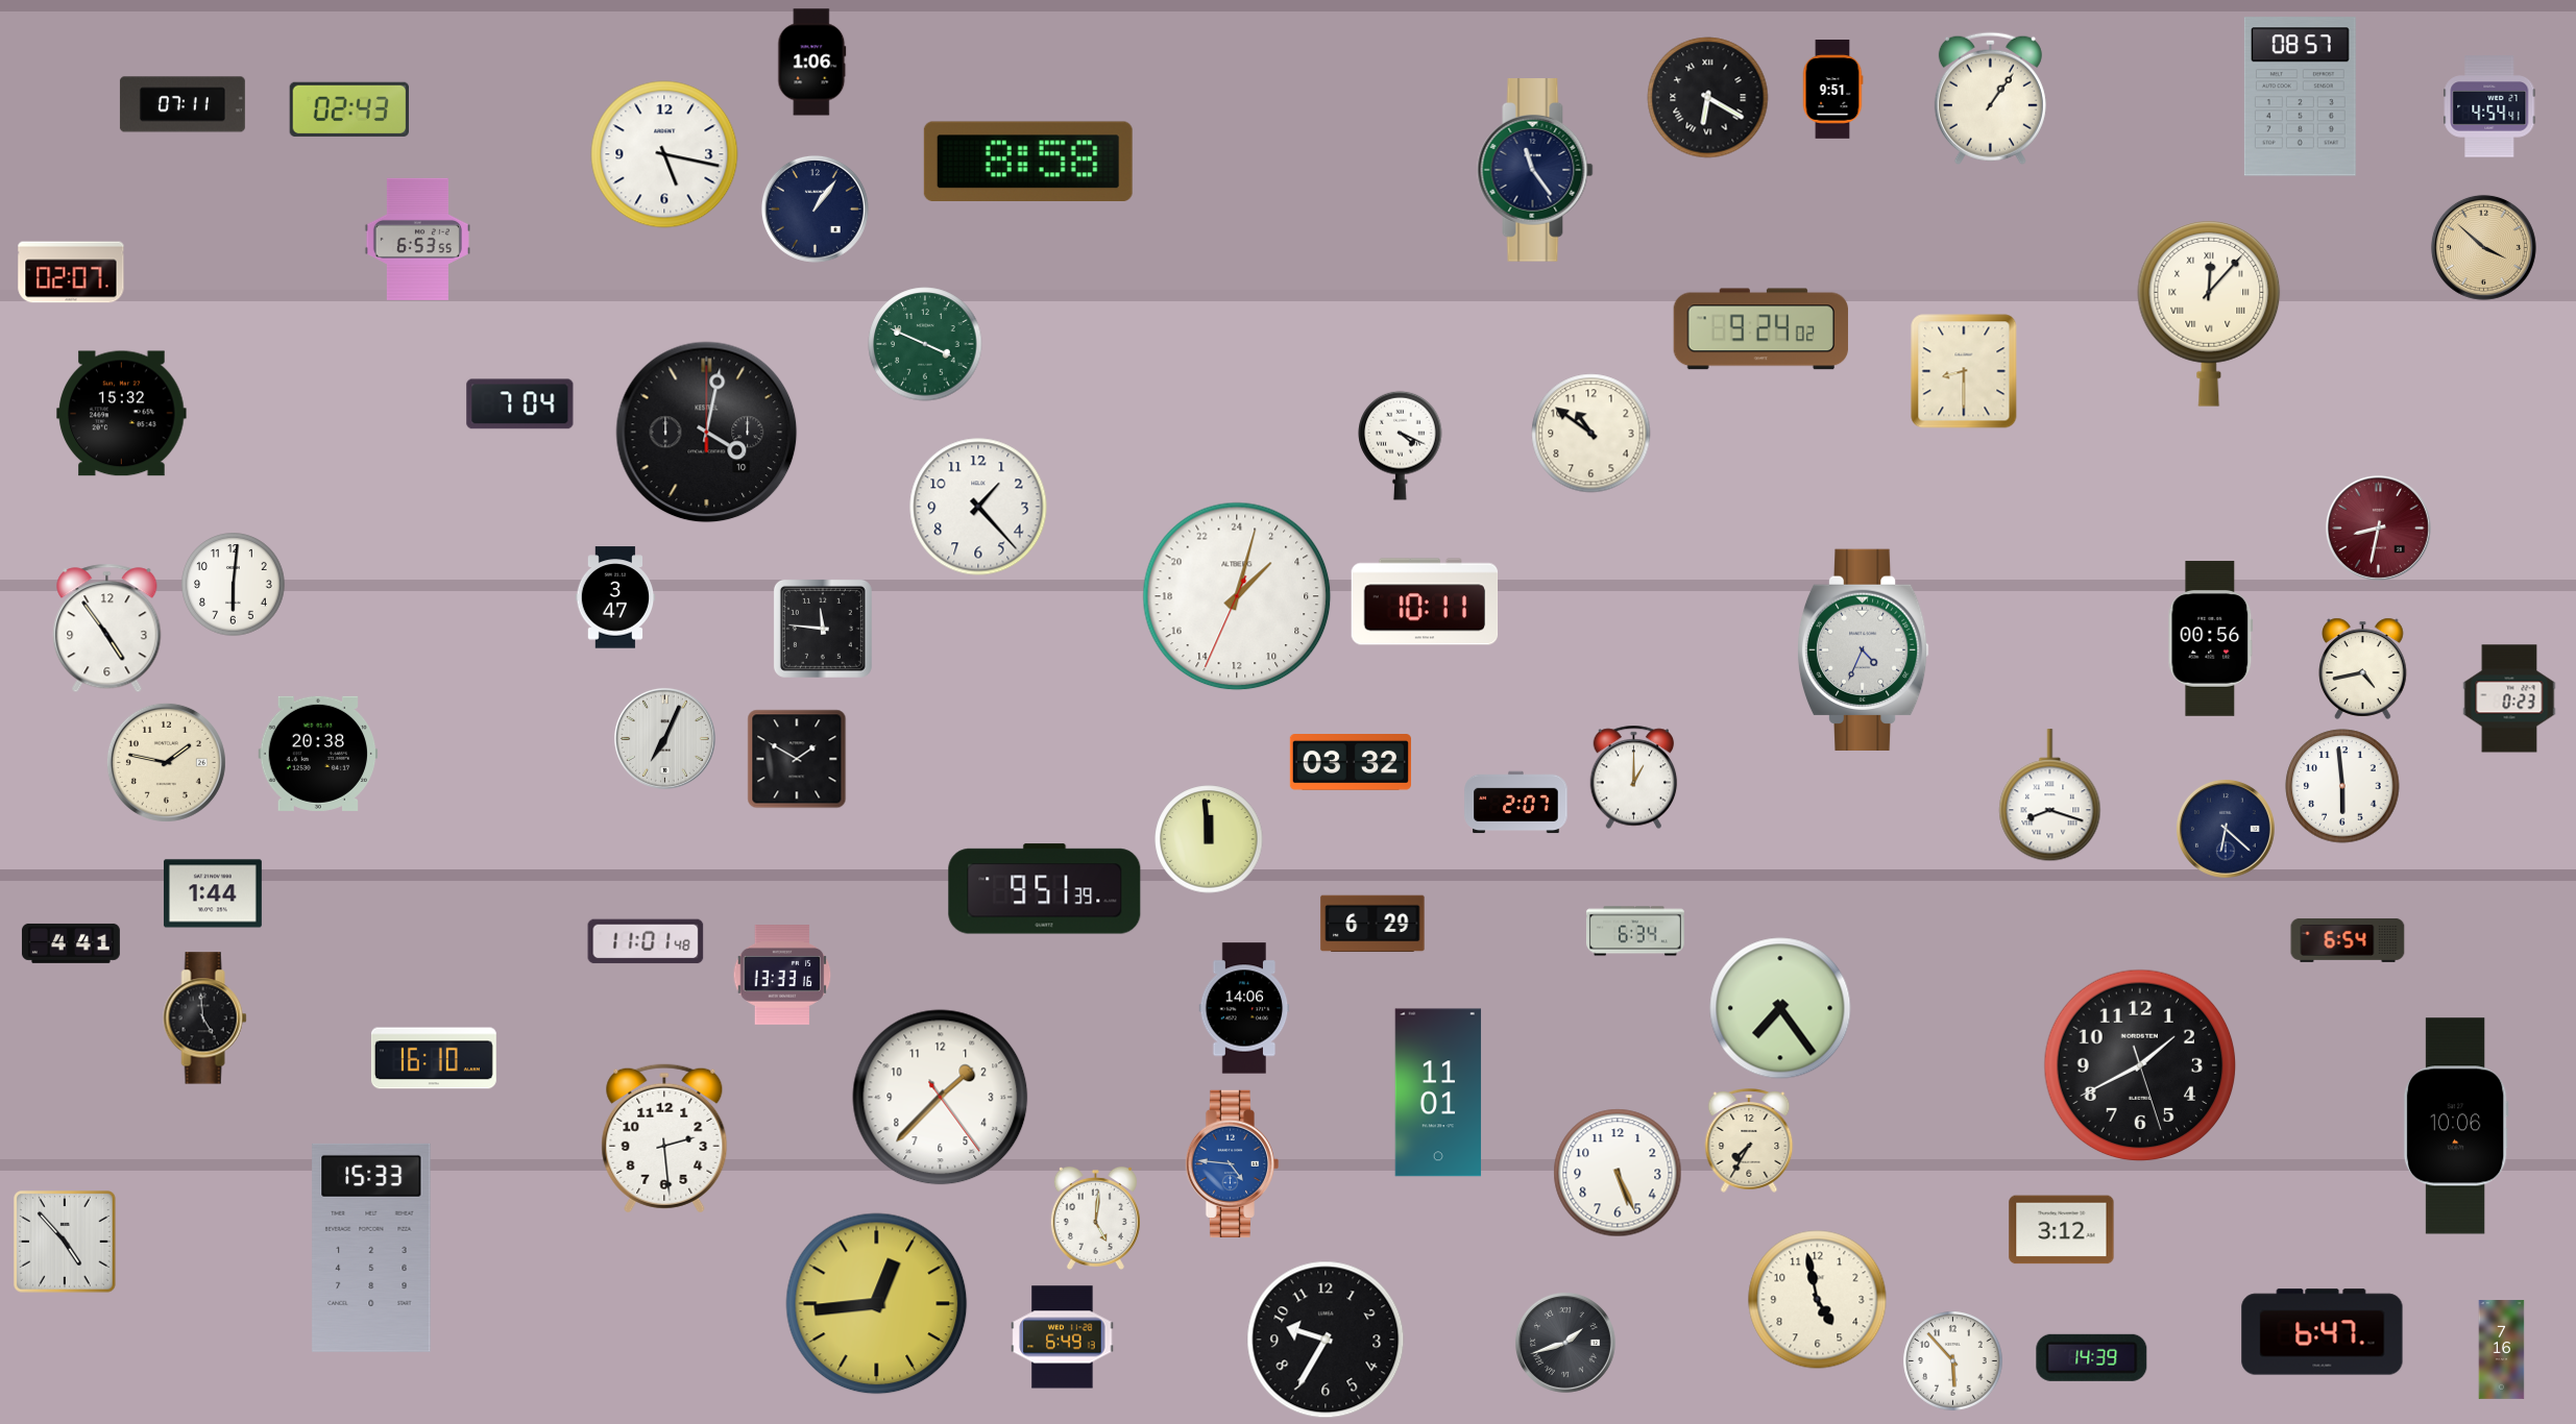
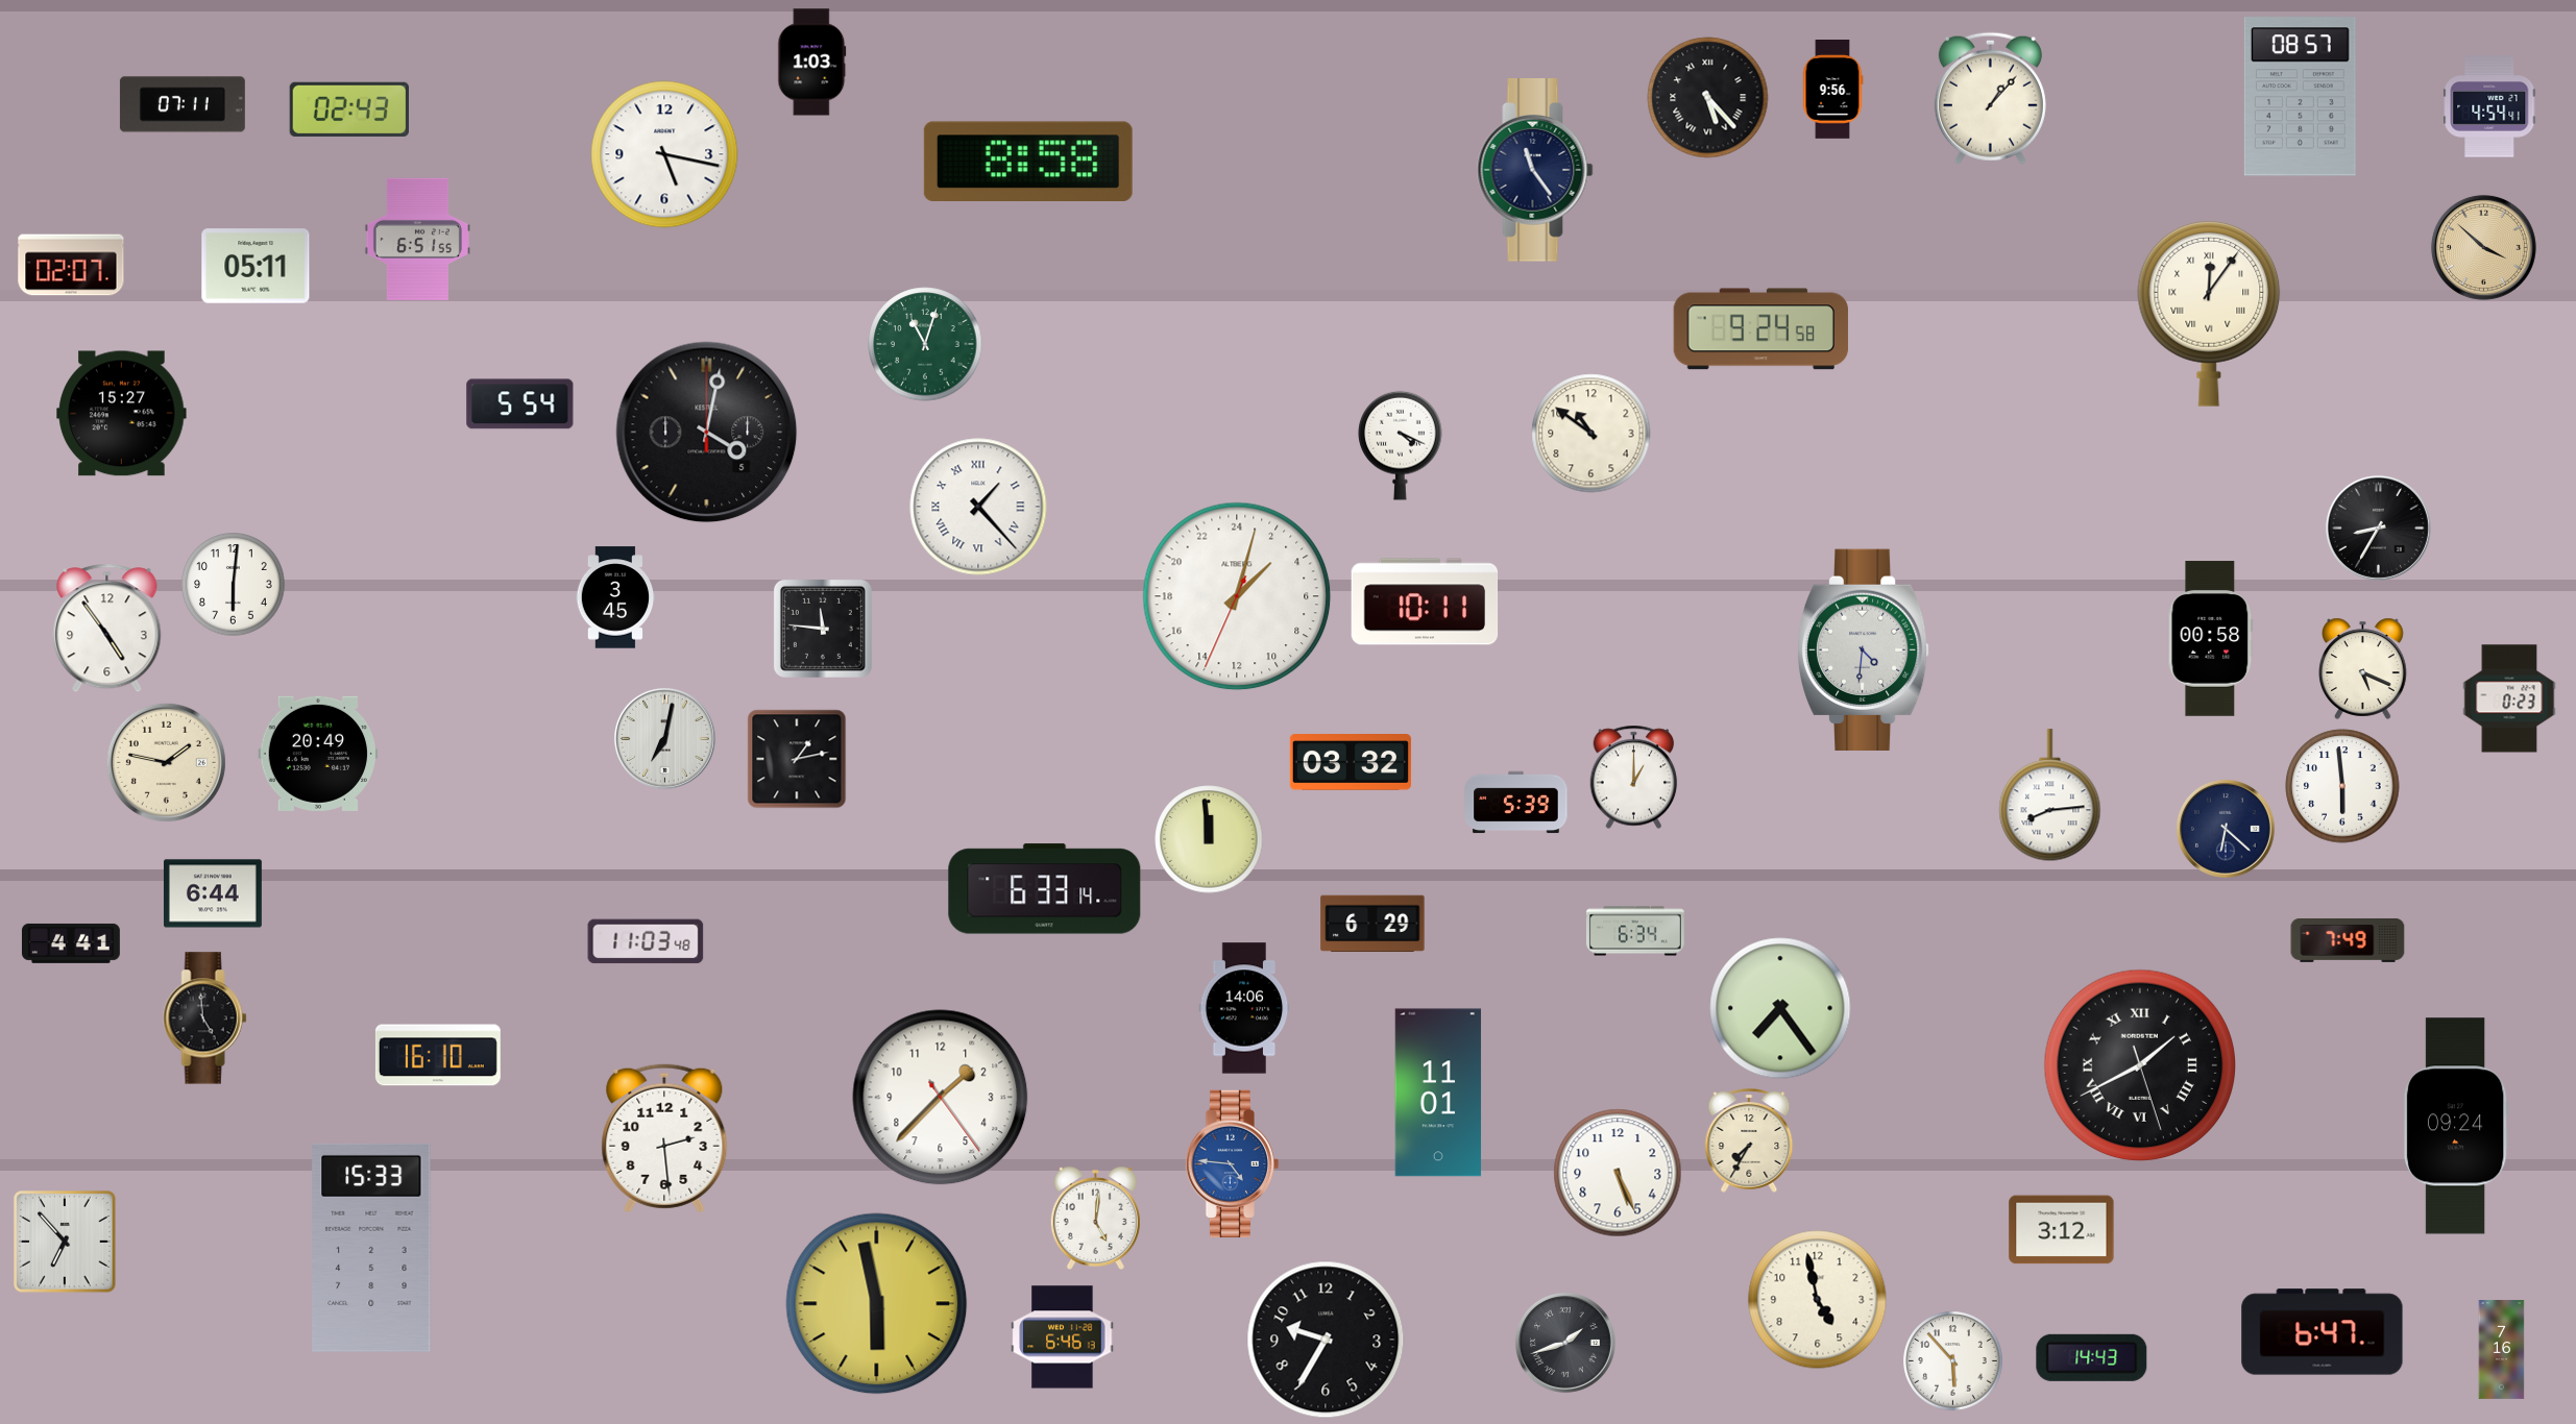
clock at (812, 63): 1:06 -> 1:03
clock at (1832, 90): 9:51 -> 9:56
clock at (1708, 98): 6:20 -> 5:23
clock at (1990, 98): 1:06 -> 1:07
clock at (815, 208): 1:06 -> none
clock at (417, 239): 6:53 -> 6:51
clock at (256, 266): none -> 05:11
clock at (71, 272) position: (71, 272) -> (71, 265)
clock at (2209, 314): 12:07 -> 12:06
clock at (1760, 329): 9:24:02 -> 9:24:58
clock at (925, 344): 3:49 -> 11:03
clock at (1964, 371): 8:30 -> none
clock at (520, 404): 7:04 -> 5:54
clock at (122, 414): 15:32 -> 15:27
clock at (707, 433) date: 10 -> 5
clock at (978, 507) numerals: Arabic -> Roman
clock at (2378, 527): 8:32 -> 8:35
clock at (2378, 527) dial: burgundy -> black
clock at (615, 597): 3:47 -> 3:45
clock at (2211, 639): 00:56 -> 00:58
clock at (1863, 649): 4:34 -> 4:31
clock at (2363, 668): 4:43 -> 5:19
clock at (664, 738): 7:04 -> 7:02
clock at (318, 754): 20:38 -> 20:49
clock at (797, 759): 1:50 -> 1:13
clock at (2050, 795): 8:18 -> 8:14
clock at (1516, 803): 2:07 -> 5:39
clock at (1045, 889): 9:51 -> 6:33
clock at (213, 893): 1:44 -> 6:44
clock at (2348, 940): 6:54 -> 7:49
clock at (646, 941): 11:01 -> 11:03
clock at (782, 976): 13:33 -> none
clock at (434, 1058) position: (434, 1058) -> (438, 1055)
clock at (2140, 1065) numerals: Arabic -> Roman
clock at (2456, 1126): 10:06 -> 09:24
clock at (65, 1242): 4:53 -> 6:53
clock at (877, 1304): 12:44 -> 5:58
clock at (1063, 1337): 6:49 -> 6:46
clock at (2092, 1357): 14:39 -> 14:43
